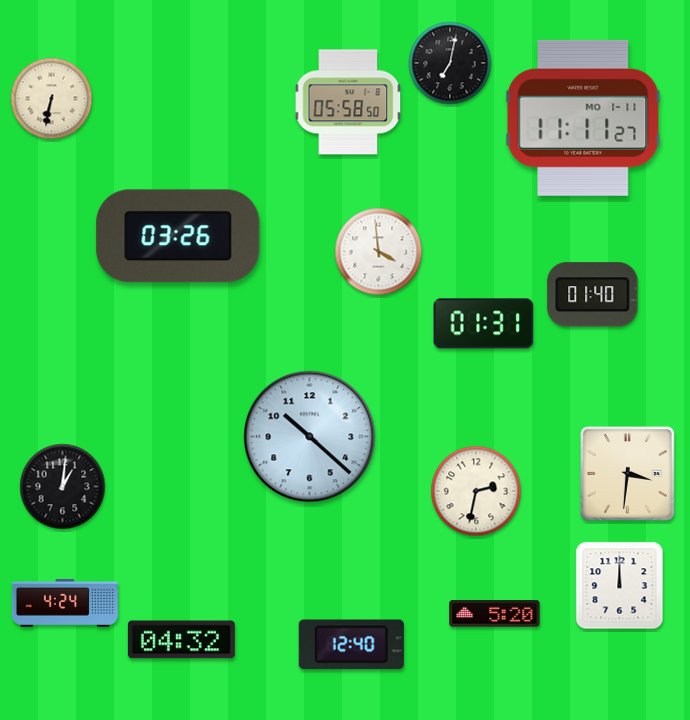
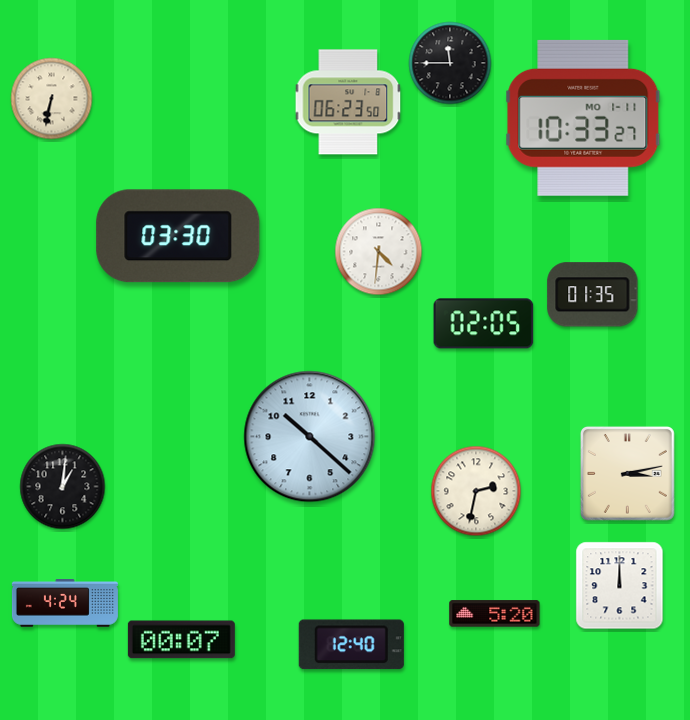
clock at (450, 63): 7:02 -> 11:45
clock at (348, 102): 05:58 -> 06:23
clock at (583, 118): 11:11 -> 10:33
clock at (178, 236): 03:26 -> 03:30
clock at (379, 252): 3:59 -> 4:31
clock at (593, 295): 01:40 -> 01:35
clock at (484, 324): 01:31 -> 02:05
clock at (627, 473): 3:31 -> 3:13
clock at (181, 640): 04:32 -> 00:07
